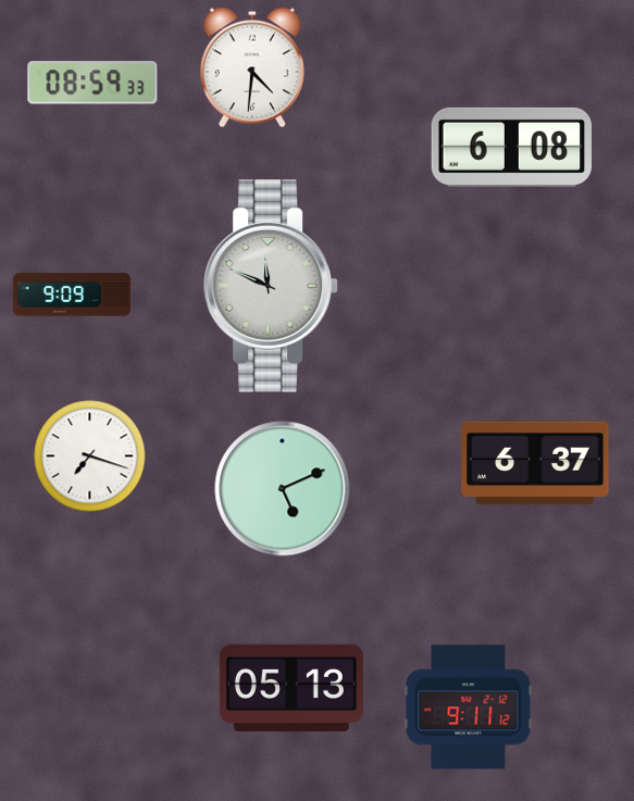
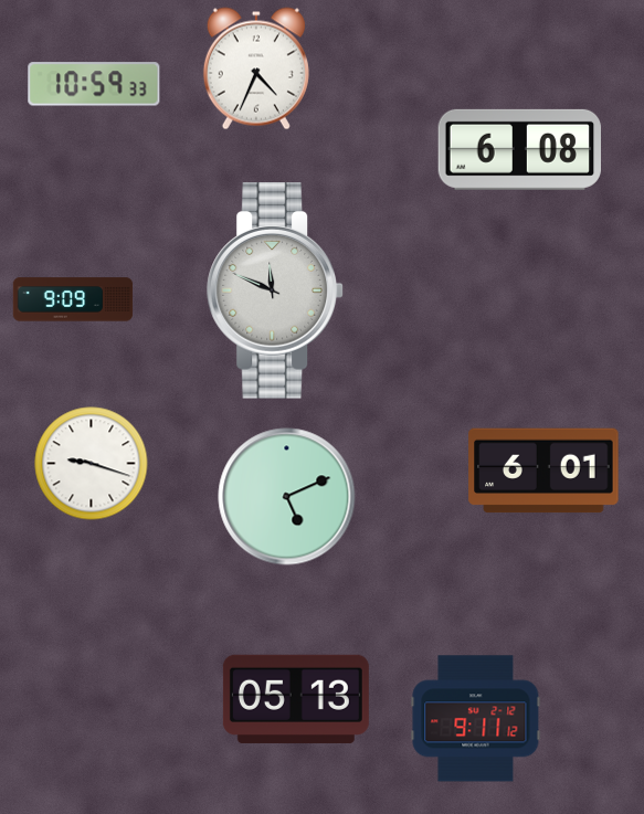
clock at (252, 67): 4:31 -> 4:34
clock at (92, 83): 08:59 -> 10:59
clock at (90, 456): 7:18 -> 9:18
clock at (535, 463): 6:37 -> 6:01
